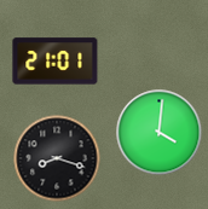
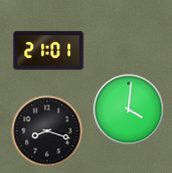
clock at (56, 62) position: (56, 62) -> (49, 51)
clock at (160, 133) position: (160, 133) -> (129, 110)
